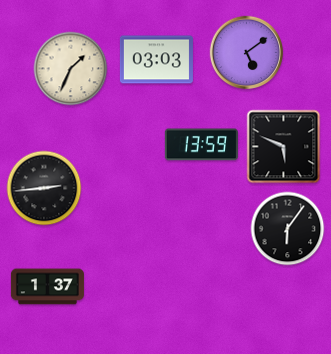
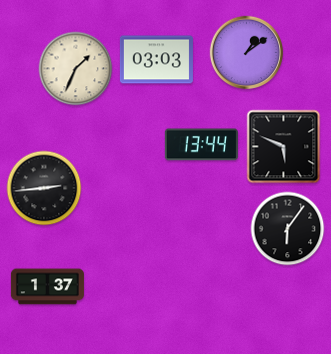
clock at (247, 53): 5:09 -> 1:09
clock at (71, 69) position: (71, 69) -> (76, 69)
clock at (201, 145): 13:59 -> 13:44
